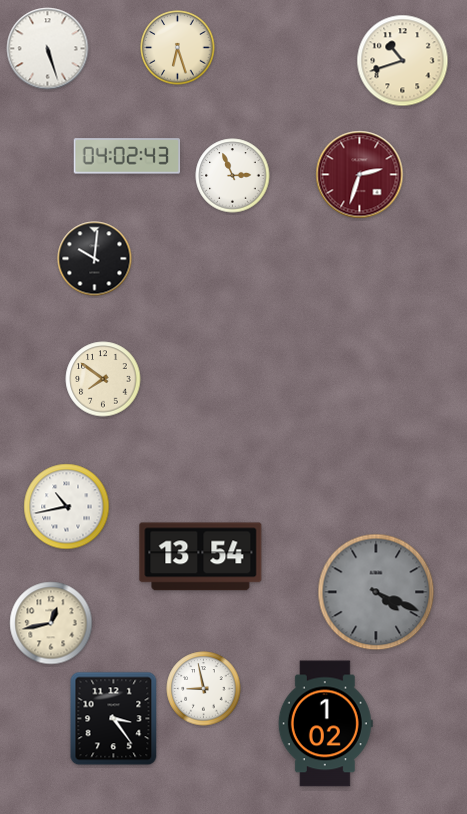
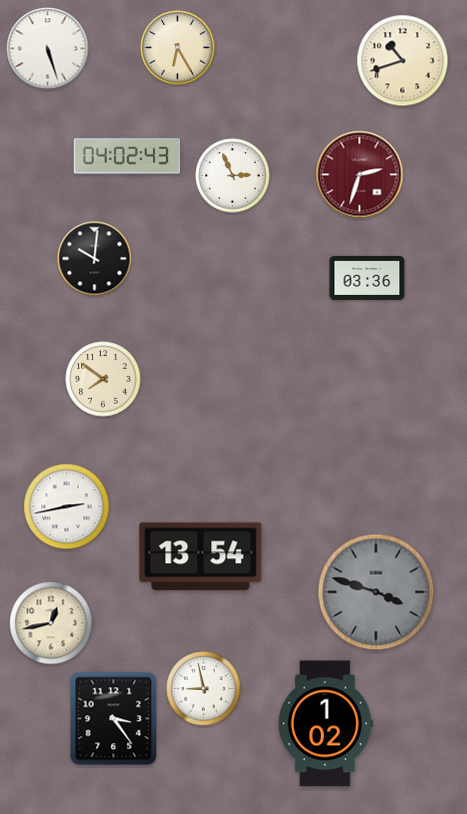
clock at (178, 48): 6:27 -> 6:25
clock at (367, 278): none -> 03:36
clock at (67, 507): 10:43 -> 2:43
clock at (376, 592): 4:19 -> 3:48
